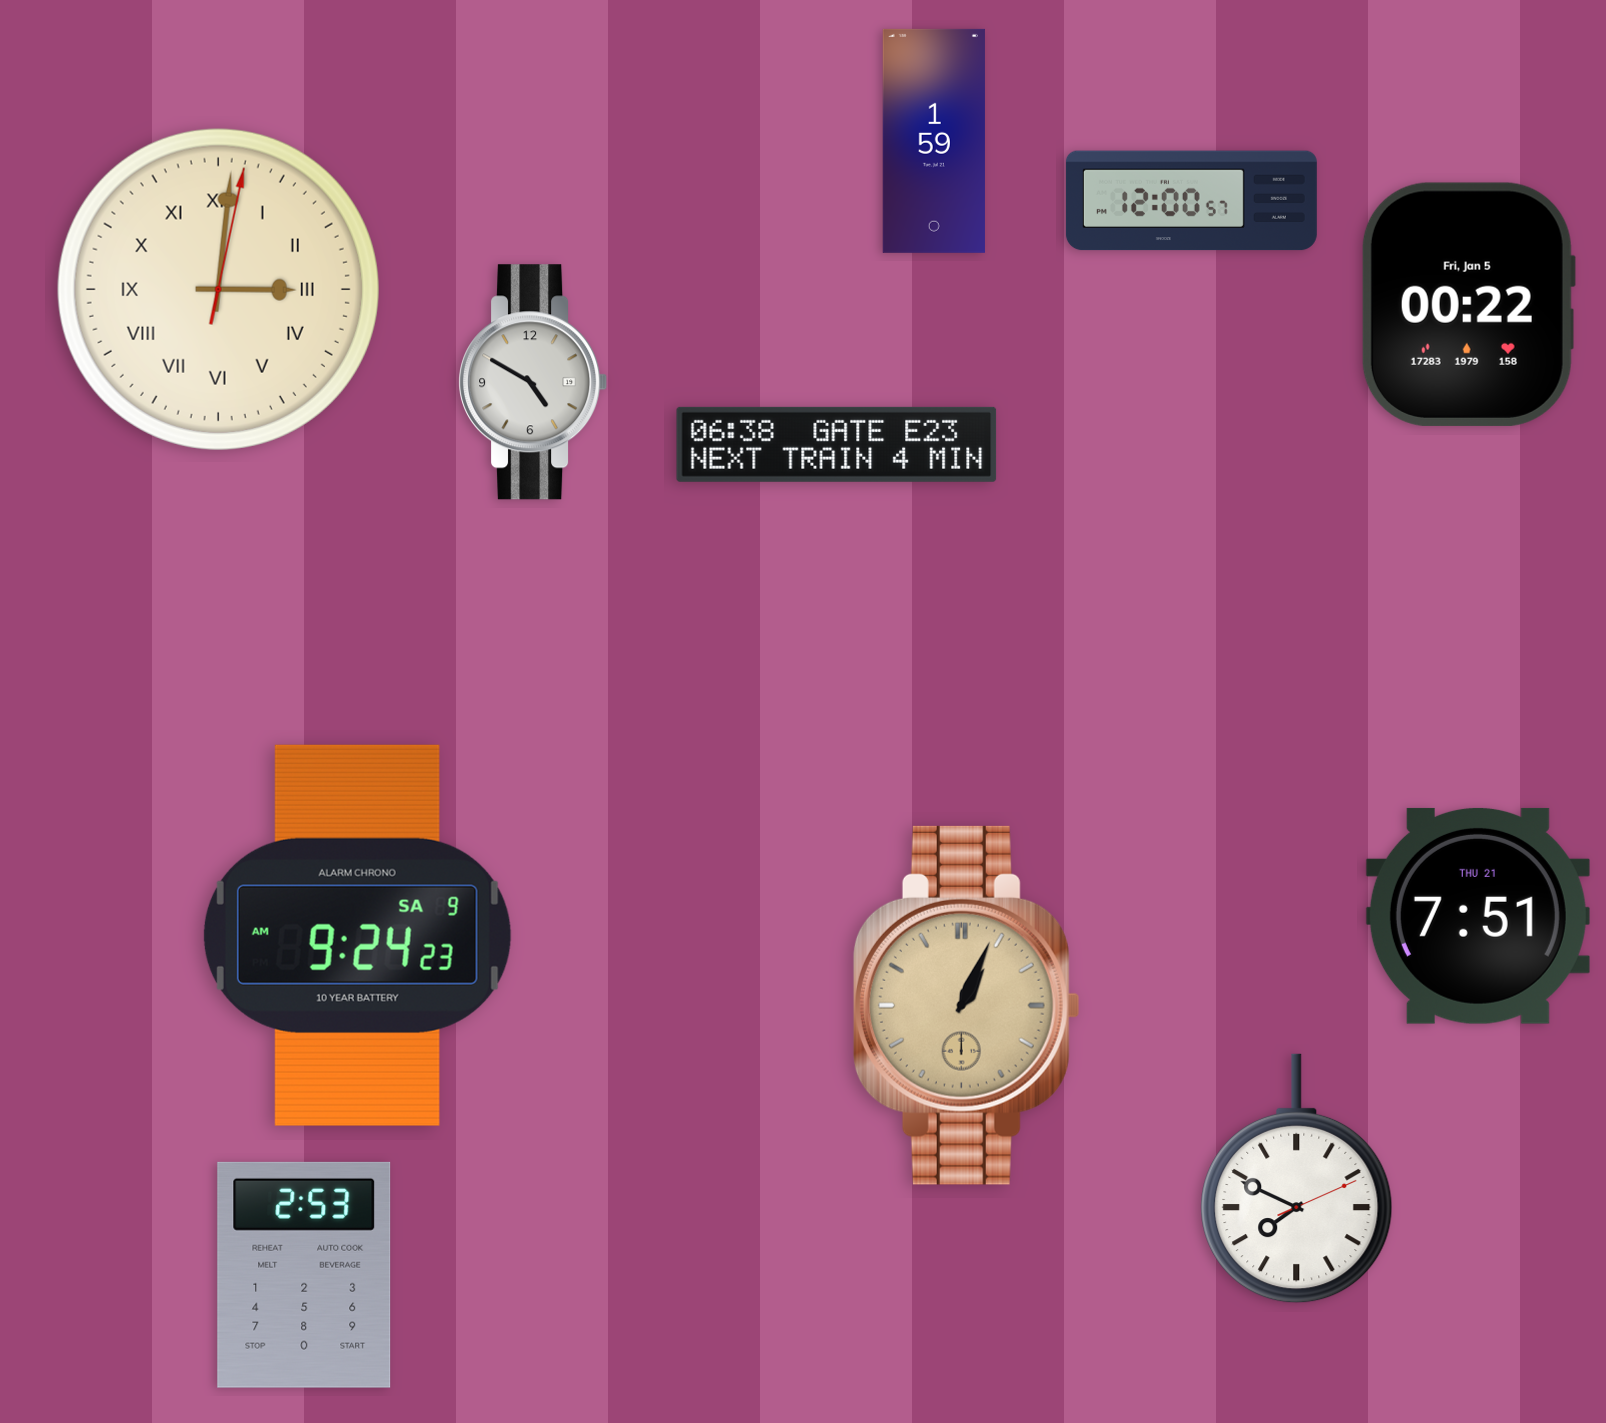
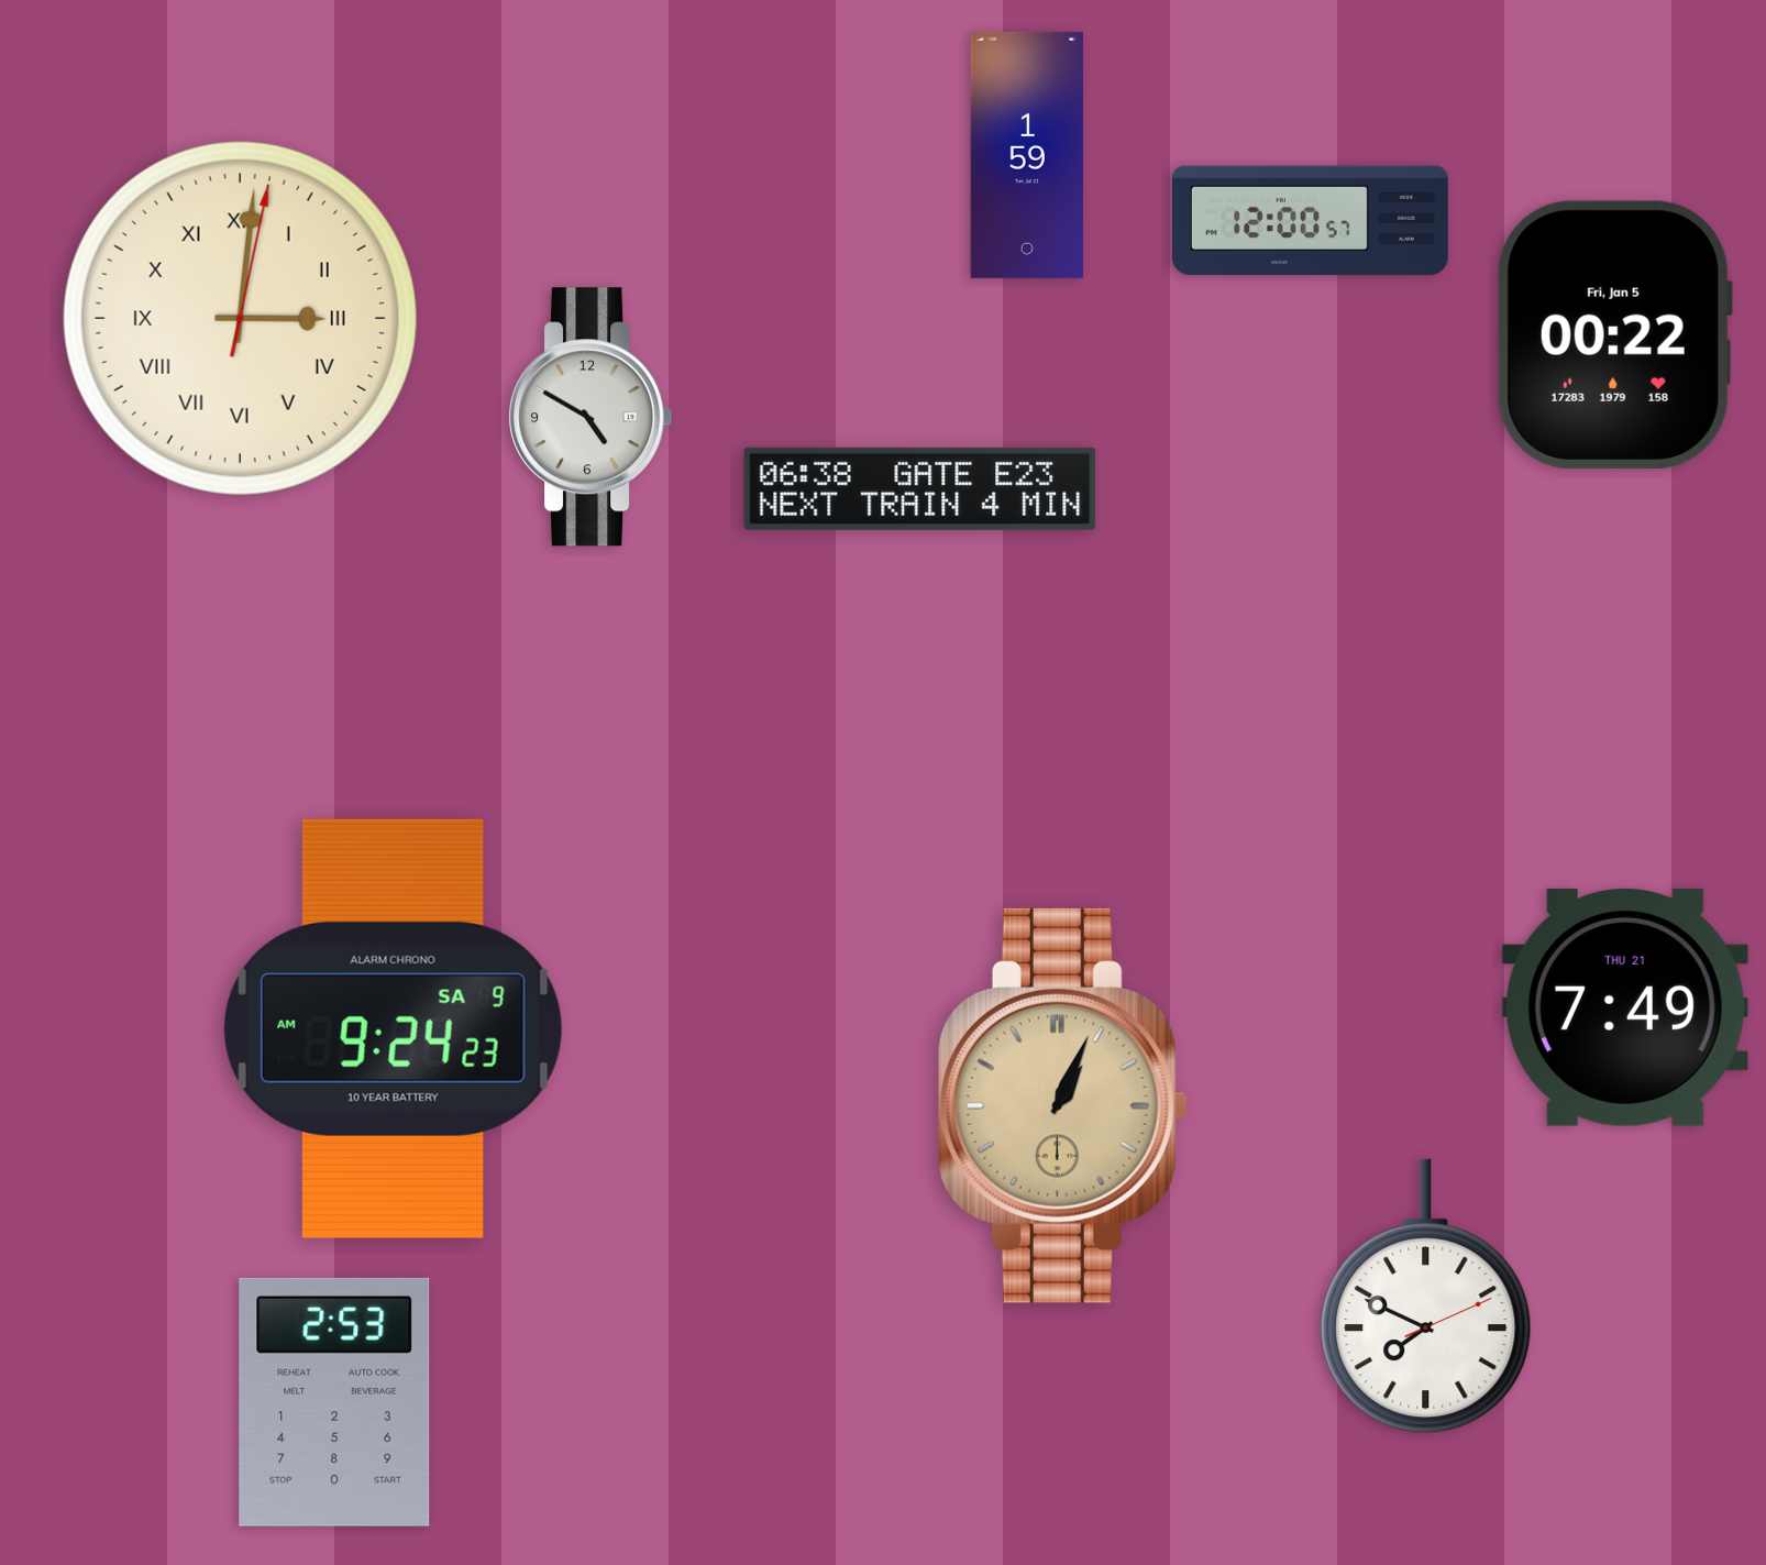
clock at (533, 382) position: (533, 382) -> (590, 417)
clock at (1478, 916): 7:51 -> 7:49
